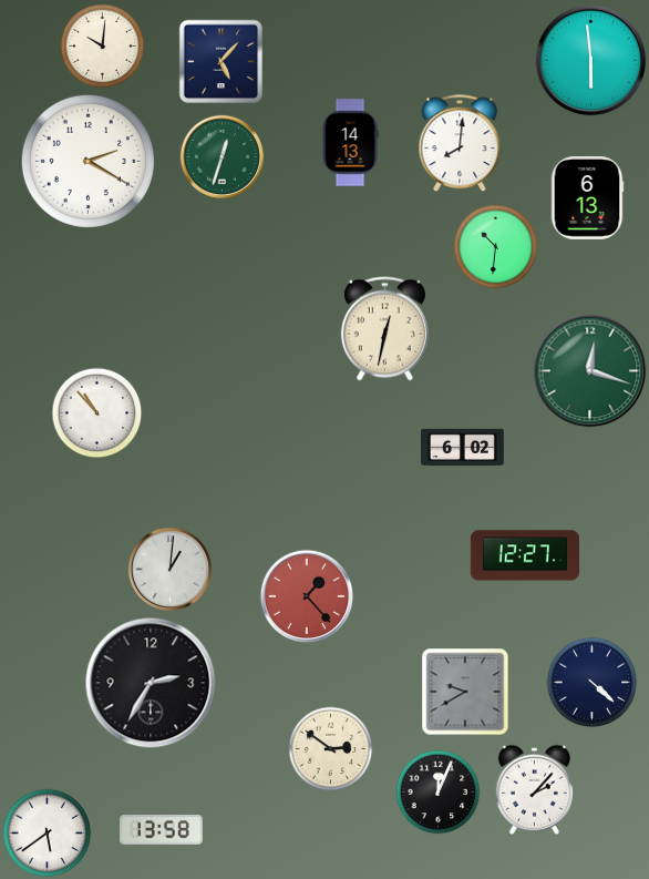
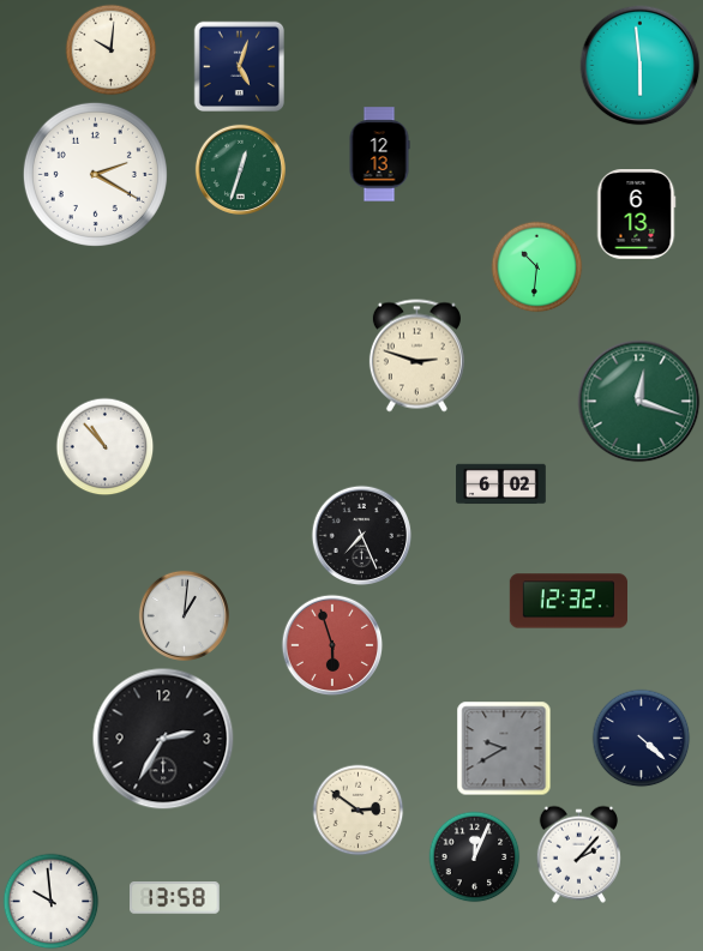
clock at (220, 61): 5:07 -> 5:03
clock at (350, 143): 14:13 -> 12:13
clock at (460, 144): 8:01 -> none
clock at (384, 329): 12:32 -> 2:48
clock at (362, 536): none -> 7:26
clock at (524, 555): 12:27 -> 12:32
clock at (307, 596): 1:23 -> 5:57
clock at (48, 834): 5:39 -> 9:59
